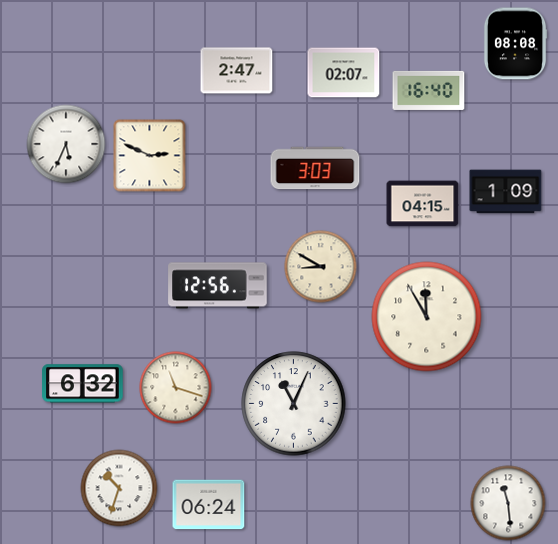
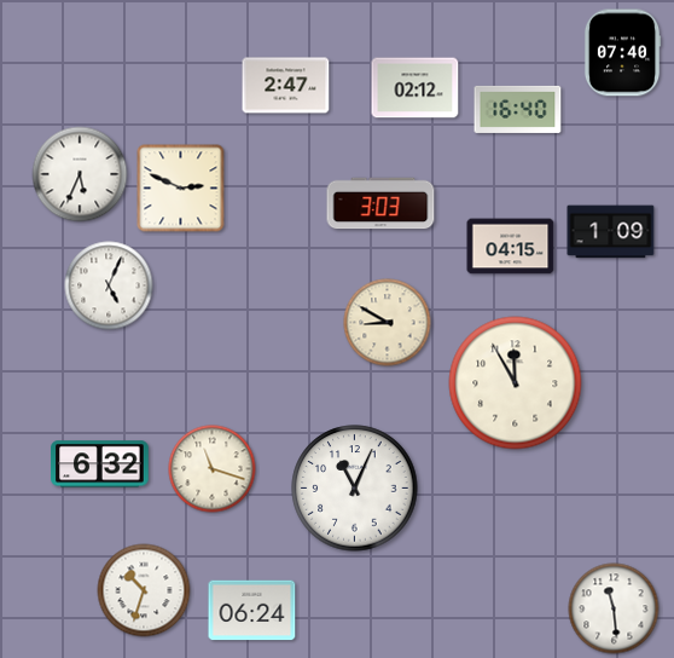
clock at (515, 44): 08:08 -> 07:40
clock at (344, 73): 02:07 -> 02:12
clock at (109, 285): none -> 5:04
clock at (218, 286): 12:56 -> none
